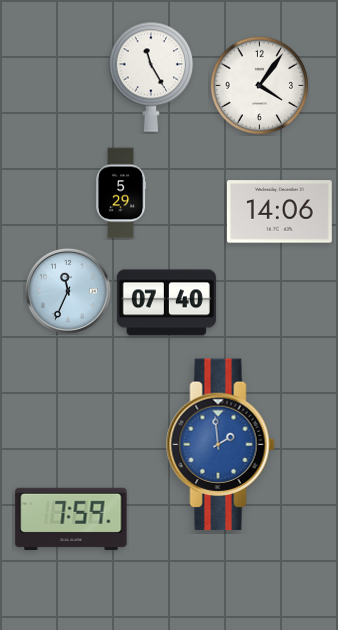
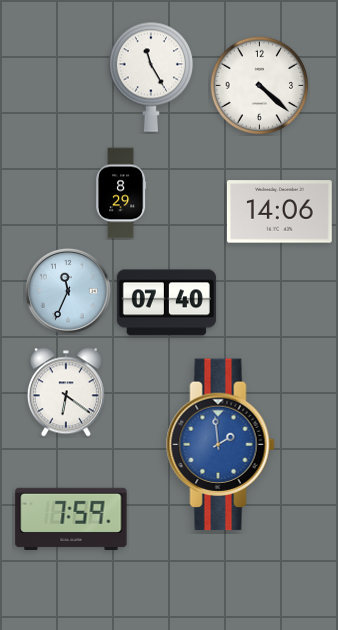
clock at (259, 85): 4:06 -> 4:22
clock at (121, 193): 5:29 -> 8:29
clock at (66, 392): none -> 6:21
